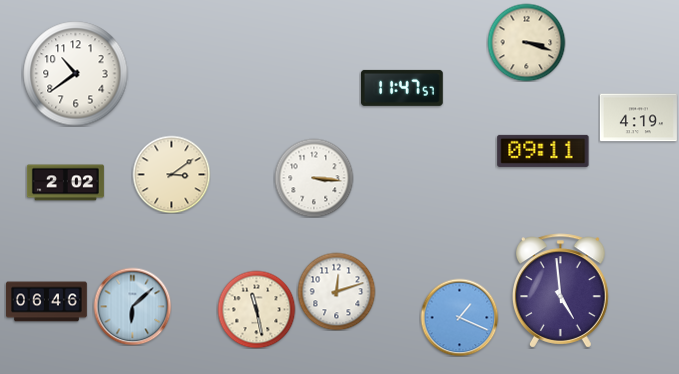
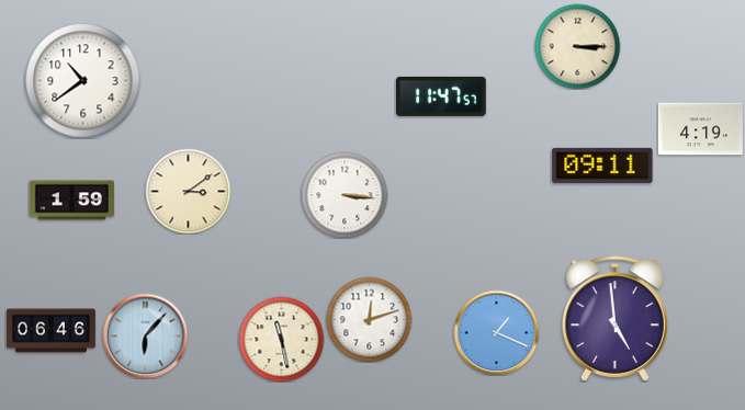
clock at (526, 42): 3:18 -> 3:15
clock at (543, 151) position: (543, 151) -> (602, 166)
clock at (65, 183): 2:02 -> 1:59
clock at (132, 306): 6:08 -> 6:07
clock at (459, 317) position: (459, 317) -> (496, 332)
